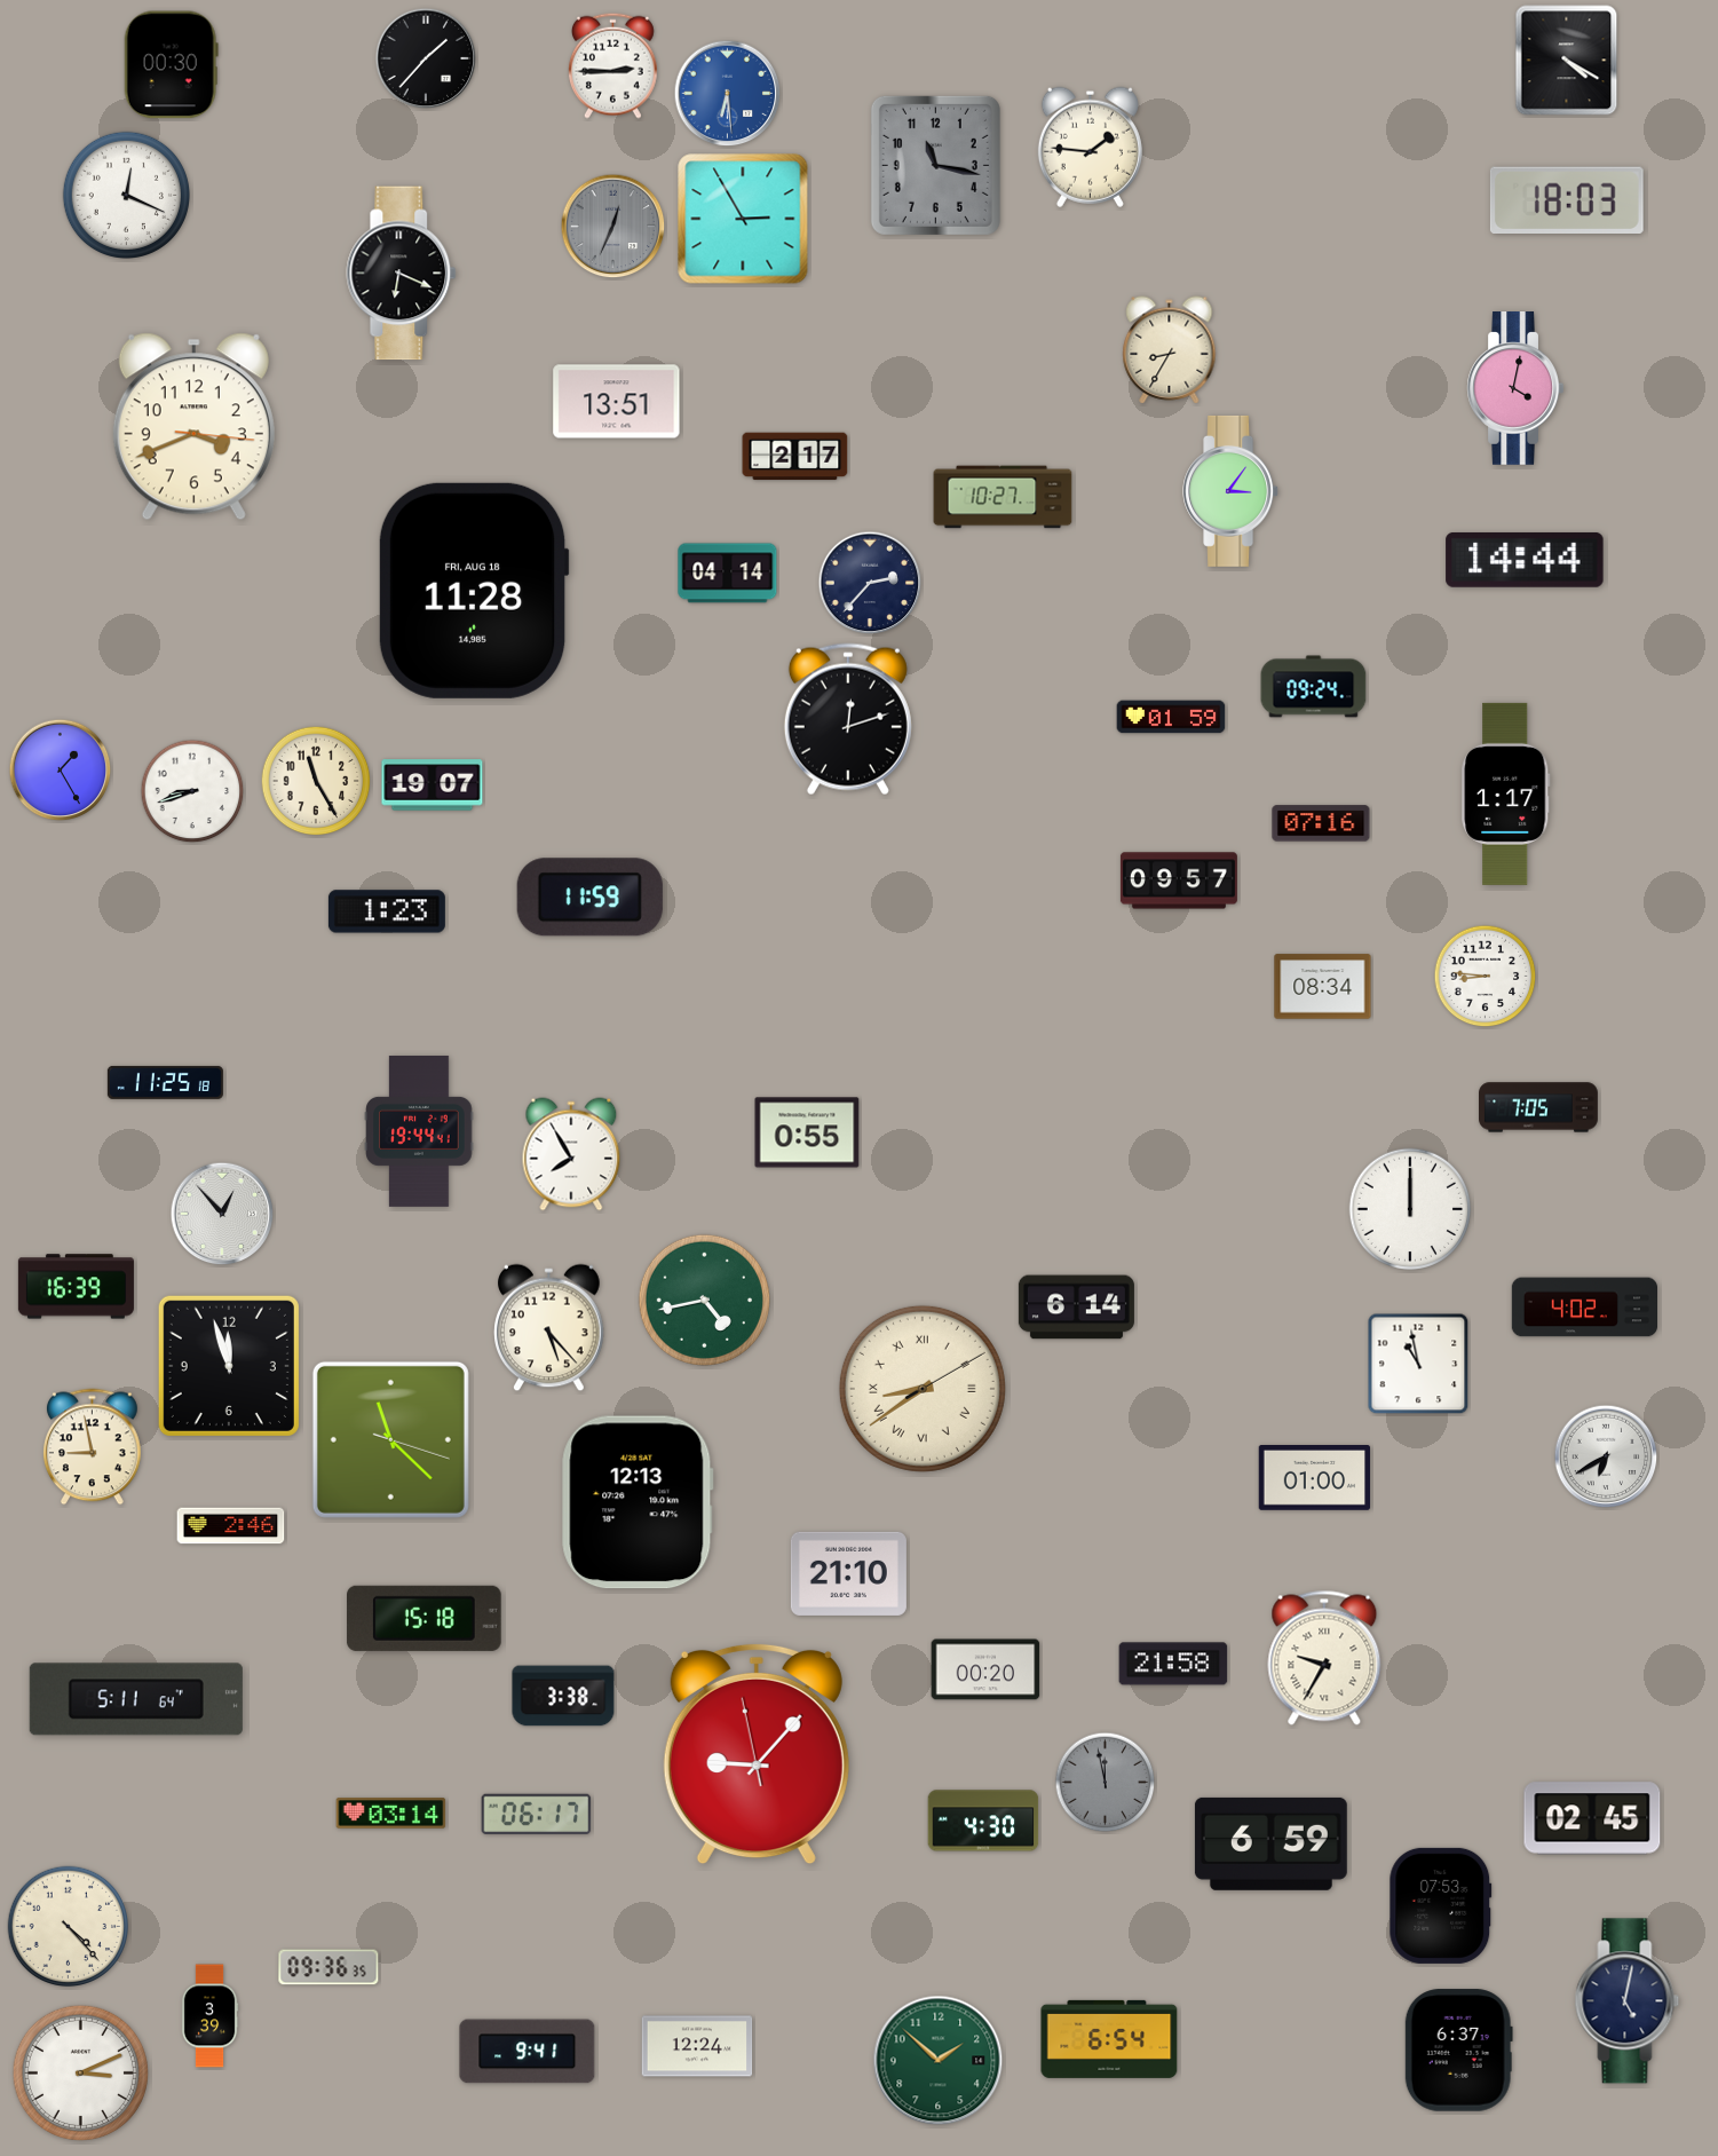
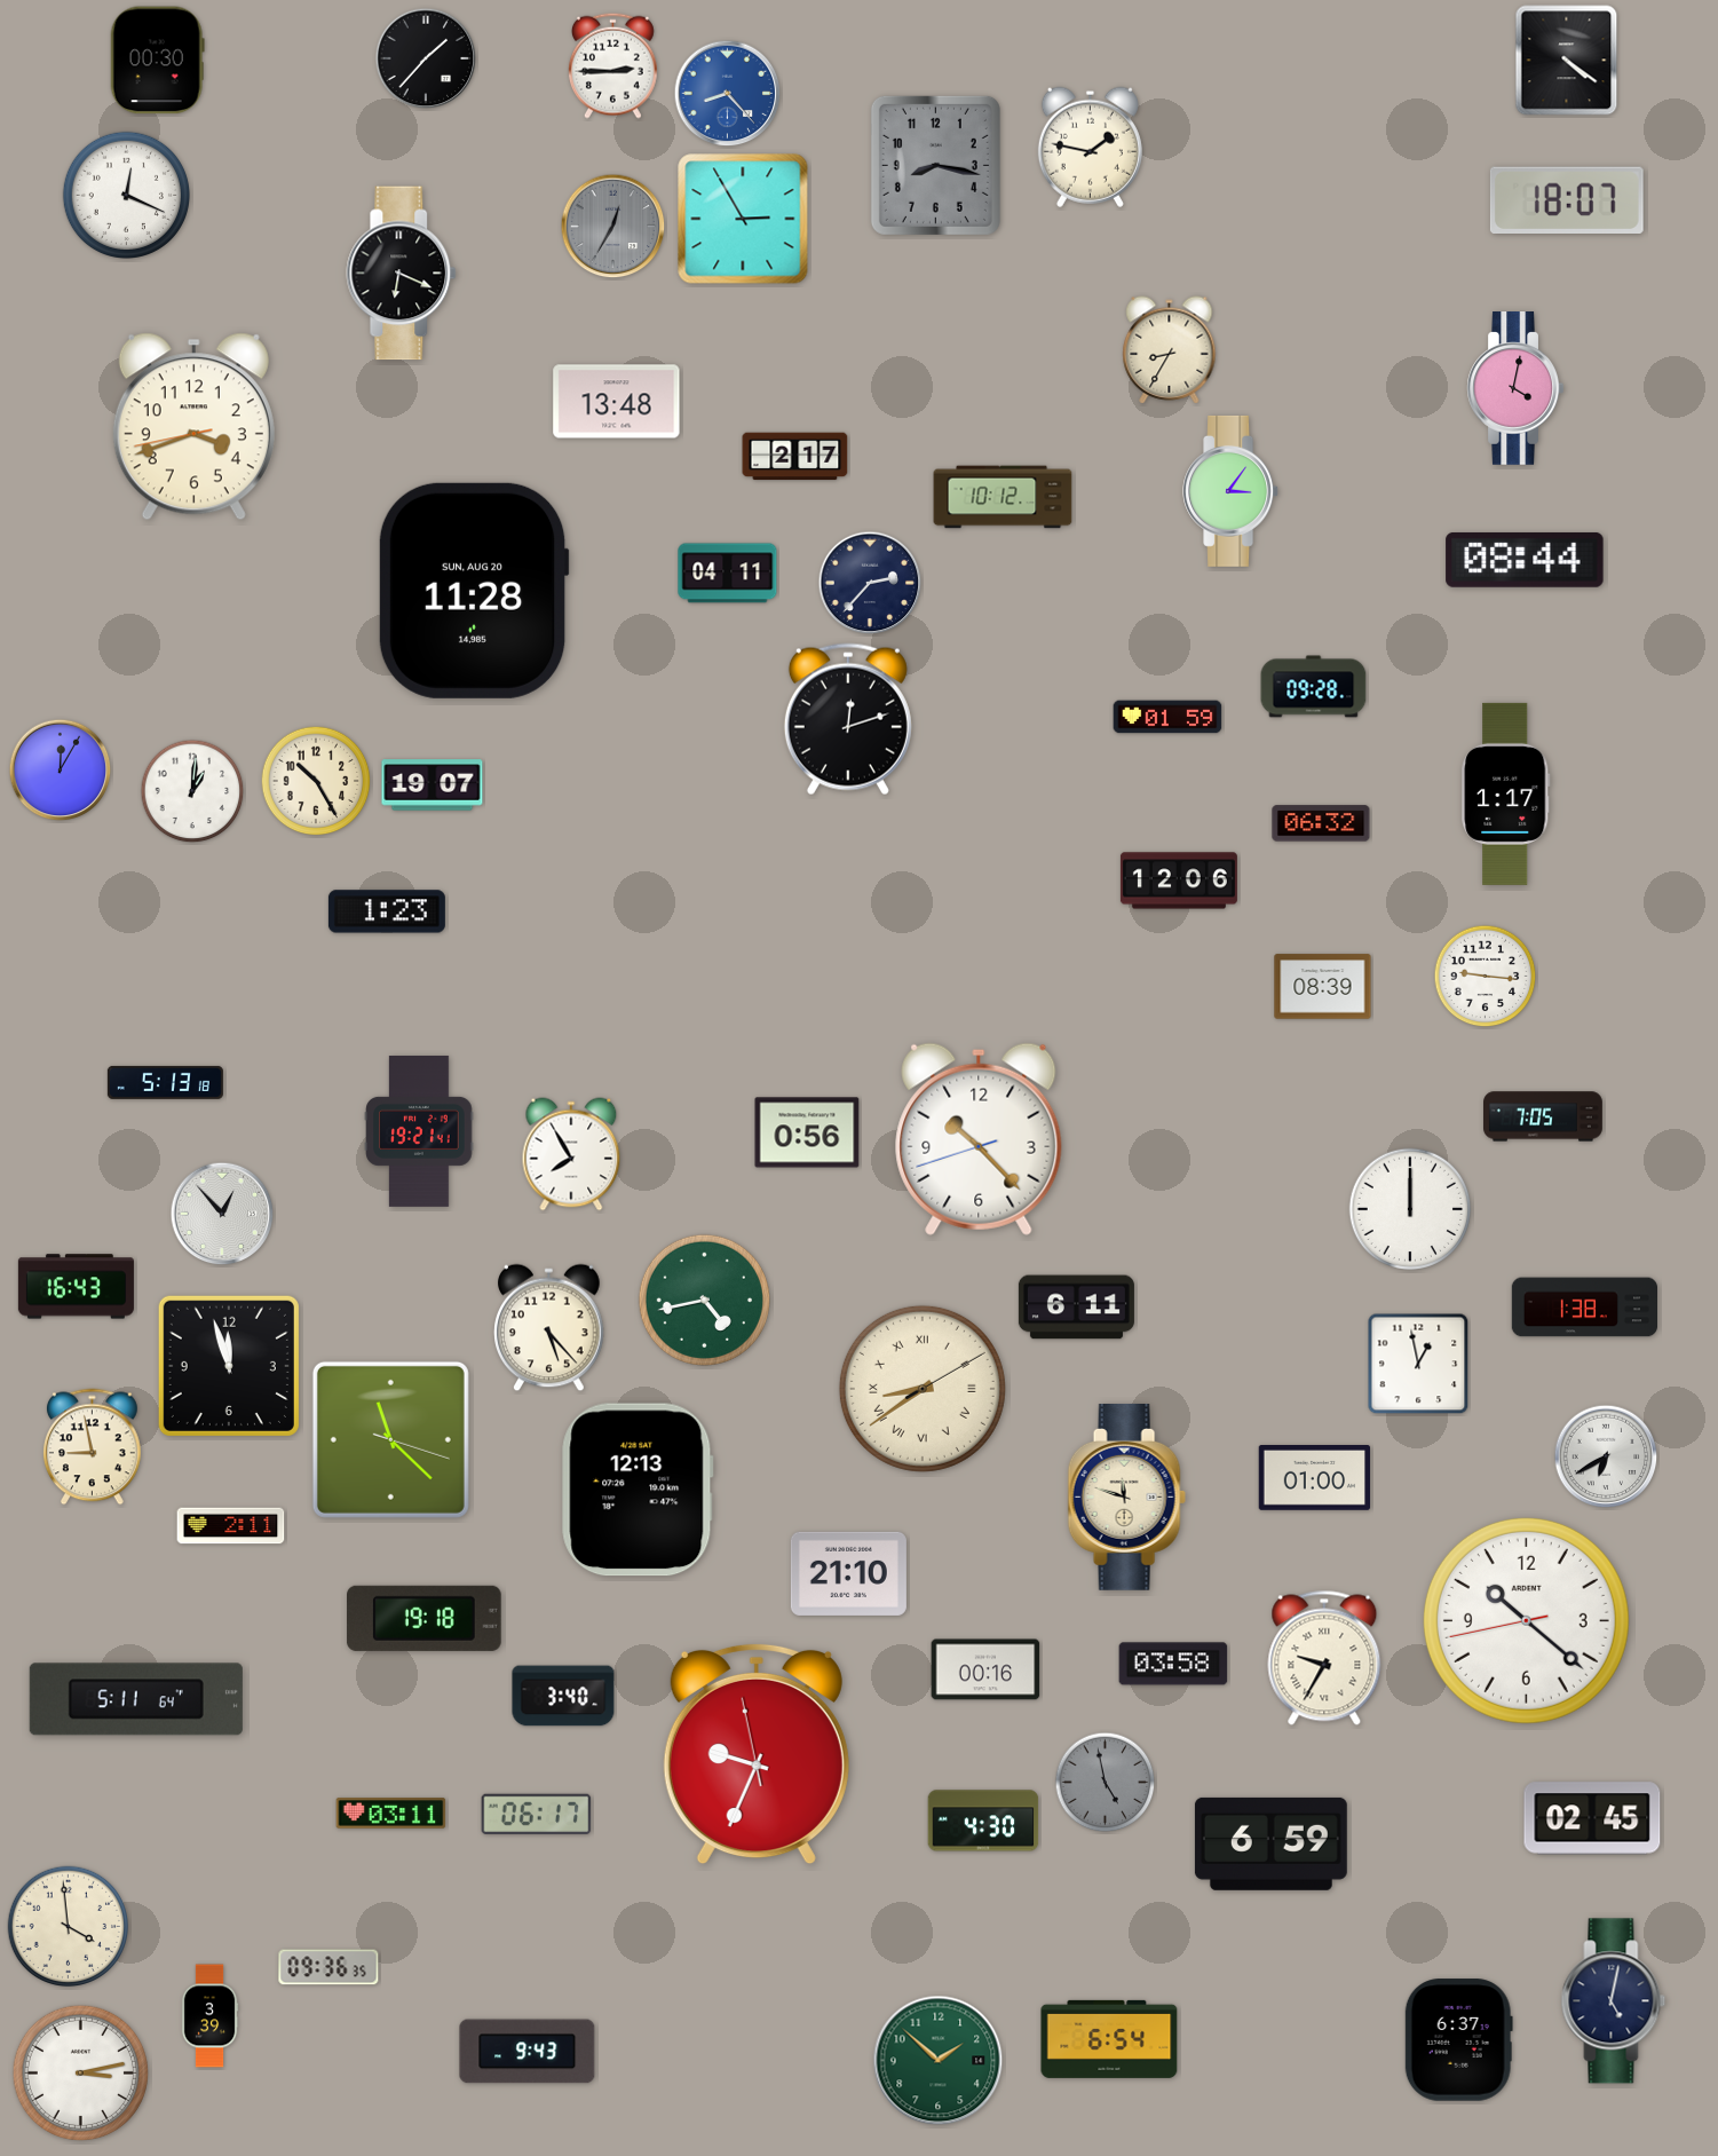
clock at (1567, 61): 4:20 -> 4:21
clock at (171, 65) position: (171, 65) -> (157, 61)
clock at (728, 94): 6:29 -> 8:23
clock at (1090, 147): 1:46 -> 1:47
clock at (935, 165): 11:17 -> 8:17
clock at (1567, 199): 18:03 -> 18:07
clock at (613, 227): 12:34 -> 12:35
clock at (617, 402): 13:51 -> 13:48
clock at (193, 427): 3:41:16 -> 3:41:43
clock at (1003, 497): 10:27 -> 10:12
clock at (1525, 560): 14:44 -> 08:44
clock at (728, 574): 04:14 -> 04:11
clock at (474, 591) date: FRI, AUG 18 -> SUN, AUG 20
clock at (1314, 687): 09:24 -> 09:28
clock at (1171, 717) position: (1171, 717) -> (1167, 717)
clock at (61, 771): 1:25 -> 12:05
clock at (316, 781): 11:25 -> 10:25
clock at (192, 791): 8:42 -> 1:01
clock at (1321, 823): 07:16 -> 06:32
clock at (1179, 880): 09:57 -> 12:06
clock at (589, 898): 11:59 -> none
clock at (1486, 977): 8:46 -> 9:16
clock at (1323, 987): 08:34 -> 08:39
clock at (165, 1082): 11:25 -> 5:13
clock at (1539, 1107) position: (1539, 1107) -> (1544, 1116)
clock at (419, 1131): 19:44 -> 19:21
clock at (807, 1132): 0:55 -> 0:56
clock at (979, 1139): none -> 10:22
clock at (76, 1287): 16:39 -> 16:43
clock at (1076, 1308): 6:14 -> 6:11
clock at (1584, 1308): 4:02 -> 1:38
clock at (1418, 1364): 10:58 -> 12:58
clock at (1126, 1496): none -> 11:48
clock at (638, 1502) position: (638, 1502) -> (638, 1490)
clock at (231, 1526): 2:46 -> 2:11
clock at (425, 1618): 15:18 -> 19:18
clock at (1526, 1620): none -> 10:21
clock at (1173, 1664): 21:58 -> 03:58
clock at (985, 1669): 00:20 -> 00:16
clock at (563, 1696): 3:38 -> 3:40
clock at (757, 1754): 9:06 -> 9:33
clock at (1106, 1783): 11:58 -> 4:58
clock at (391, 1814): 03:14 -> 03:11
clock at (1441, 1905): 07:53 -> none
clock at (69, 1927): 4:23 -> 3:59
clock at (1628, 2001) position: (1628, 2001) -> (1614, 2001)
clock at (697, 2046): 12:24 -> none
clock at (1458, 2051) position: (1458, 2051) -> (1458, 2040)
clock at (528, 2052): 9:41 -> 9:43
clock at (80, 2072): 3:11 -> 3:13
